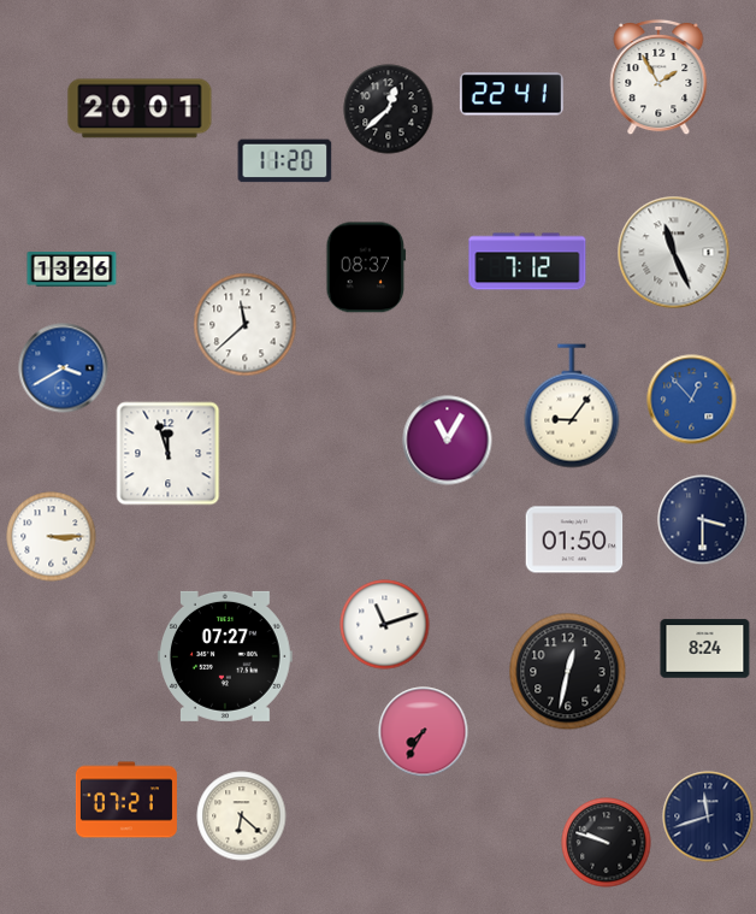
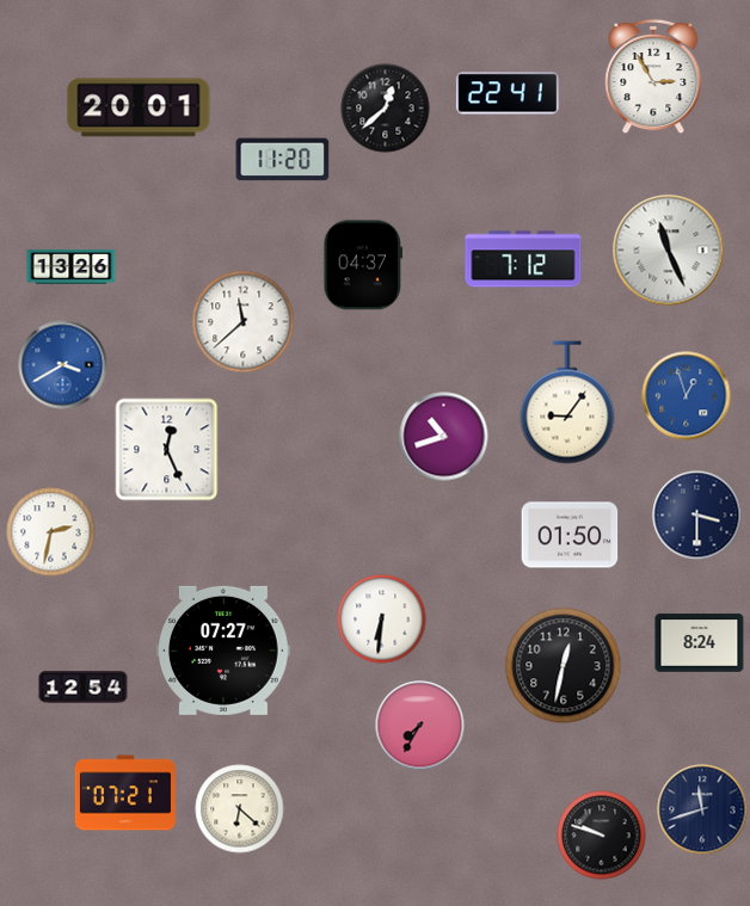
clock at (658, 77): 1:55 -> 2:55
clock at (366, 267): 08:37 -> 04:37
clock at (692, 400): 12:53 -> 12:57
clock at (448, 441): 11:05 -> 10:42
clock at (169, 454): 11:57 -> 12:26
clock at (52, 537): 3:15 -> 2:32
clock at (385, 625): 11:12 -> 6:31
clock at (84, 688): none -> 12:54
